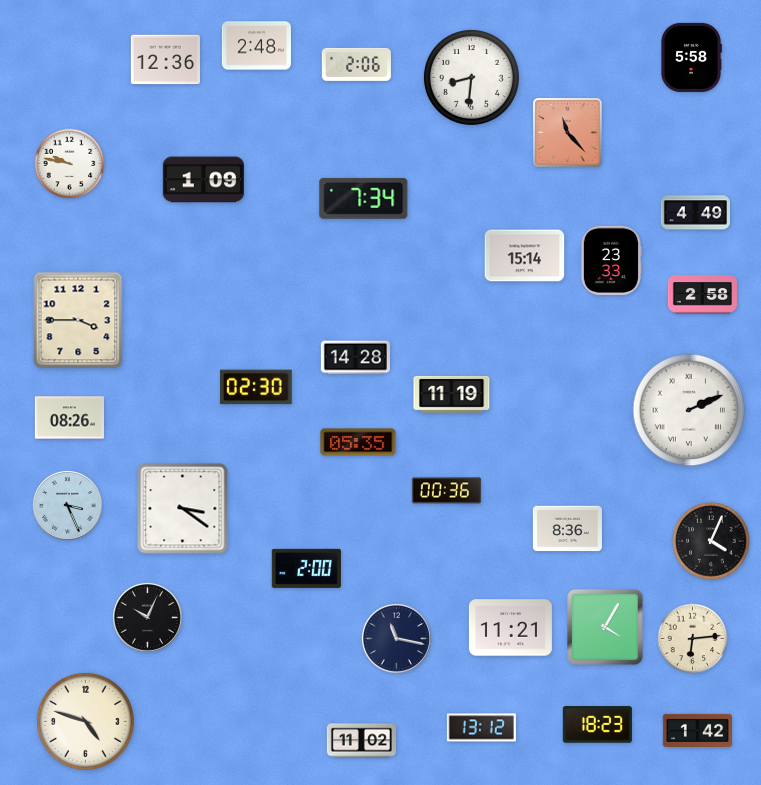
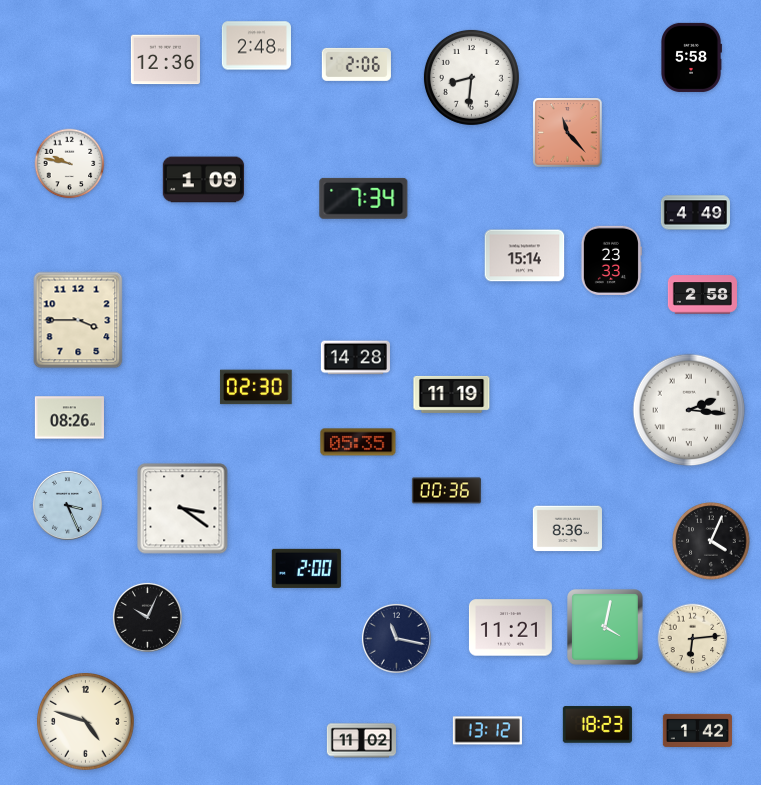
clock at (689, 410): 2:11 -> 2:16
clock at (605, 627): 4:05 -> 4:02
clock at (481, 728) position: (481, 728) -> (487, 731)
